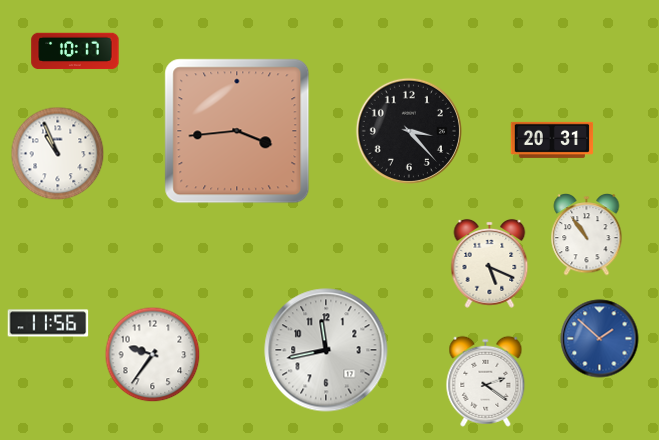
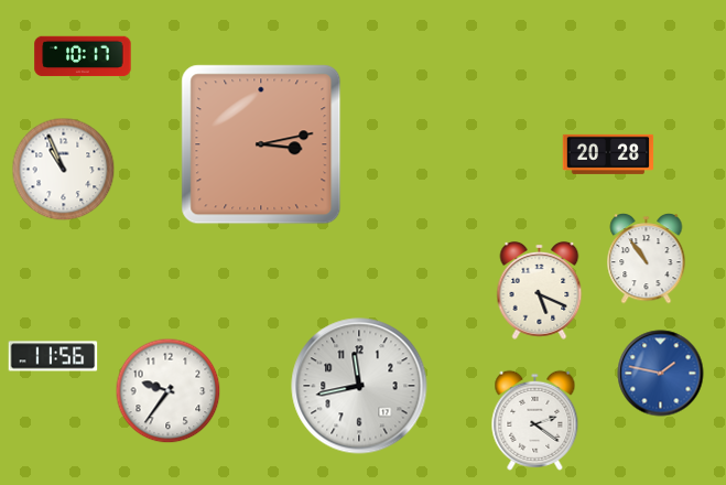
clock at (237, 131): 3:44 -> 3:13
clock at (409, 131): 3:23 -> none
clock at (552, 140): 20:31 -> 20:28
clock at (600, 339): 1:52 -> 1:47
